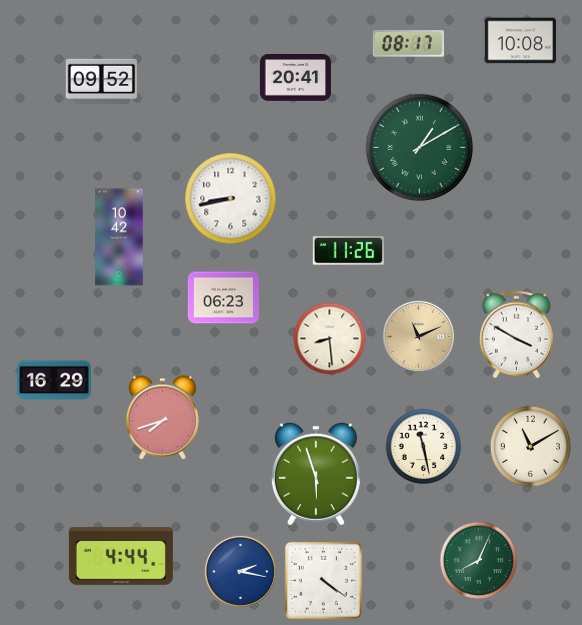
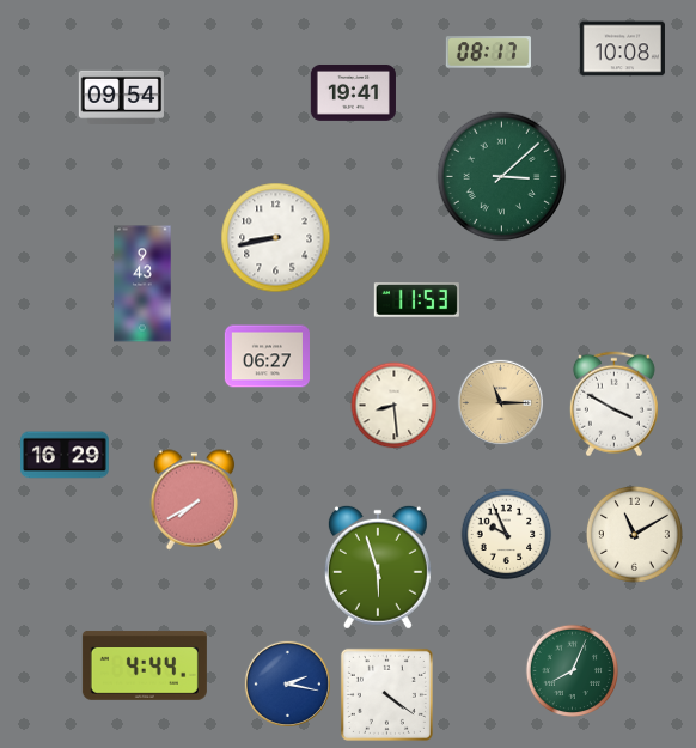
clock at (295, 77): 20:41 -> 19:41
clock at (101, 81): 09:52 -> 09:54
clock at (420, 148): 1:10 -> 3:08
clock at (119, 237): 10:42 -> 9:43
clock at (348, 251): 11:26 -> 11:53
clock at (223, 298): 06:23 -> 06:27
clock at (516, 335) position: (516, 335) -> (613, 405)
clock at (418, 336): 11:11 -> 11:15
clock at (163, 418): 7:42 -> 7:40
clock at (424, 447): 11:28 -> 9:56
